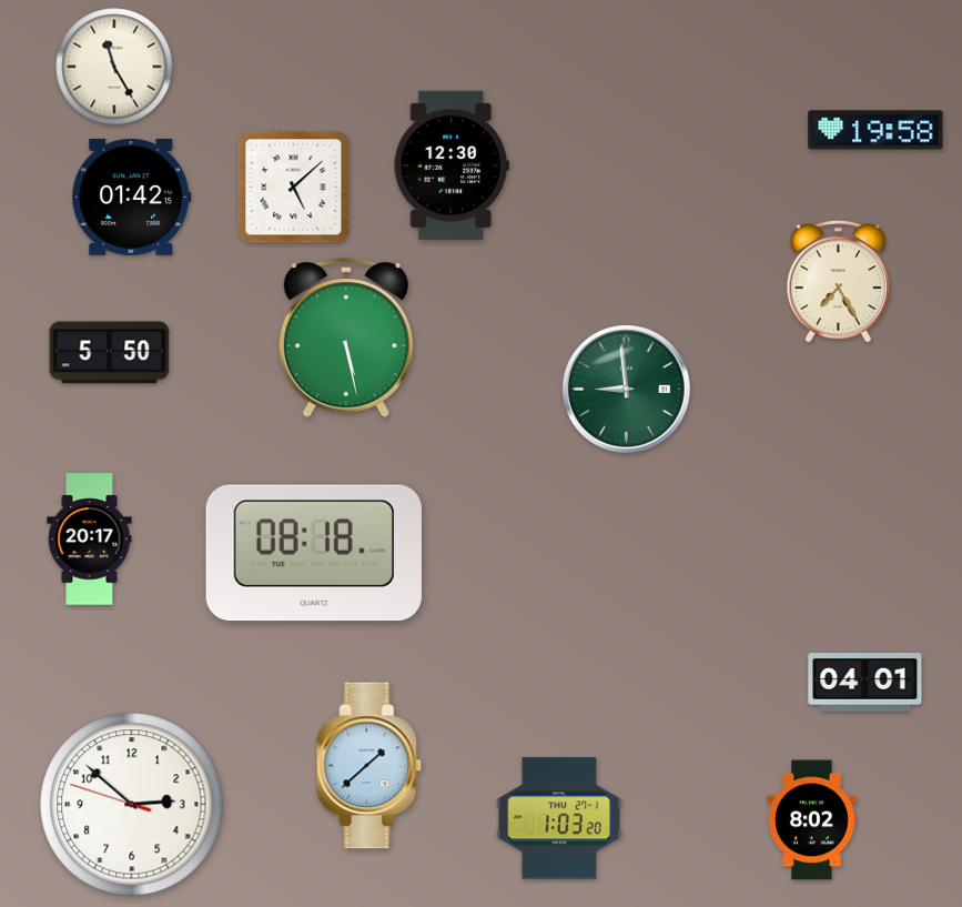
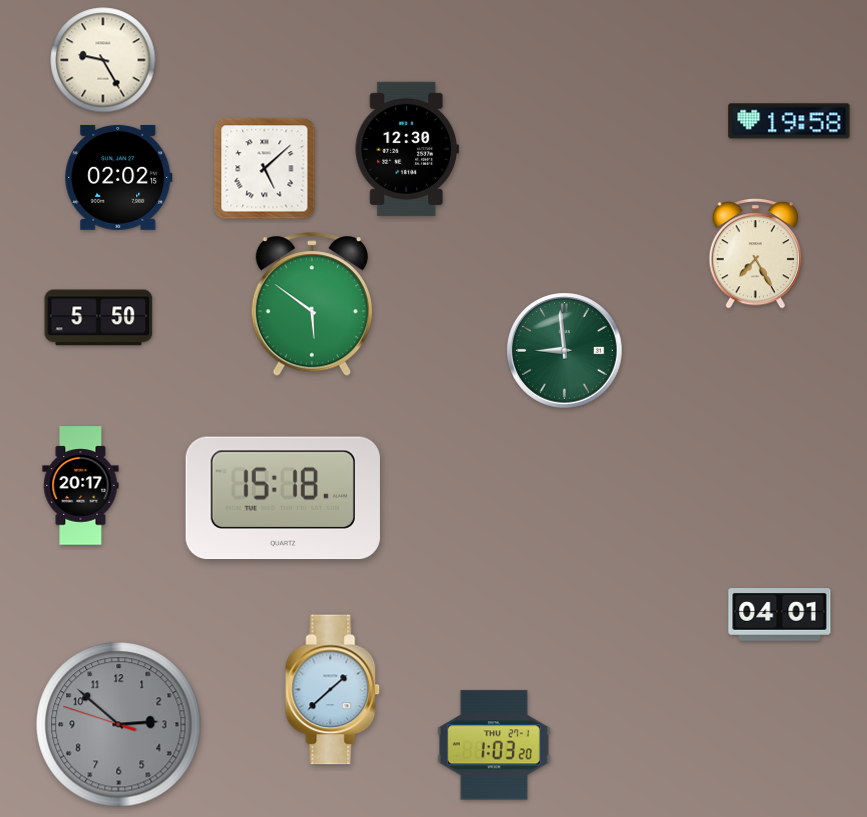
clock at (114, 67): 11:25 -> 9:25
clock at (875, 130) position: (875, 130) -> (789, 121)
clock at (132, 196): 01:42 -> 02:02
clock at (346, 339): 5:28 -> 5:51
clock at (314, 553): 08:18 -> 15:18
clock at (132, 805) dial: white -> grey
clock at (559, 818) position: (559, 818) -> (494, 745)
clock at (812, 820): 8:02 -> none
